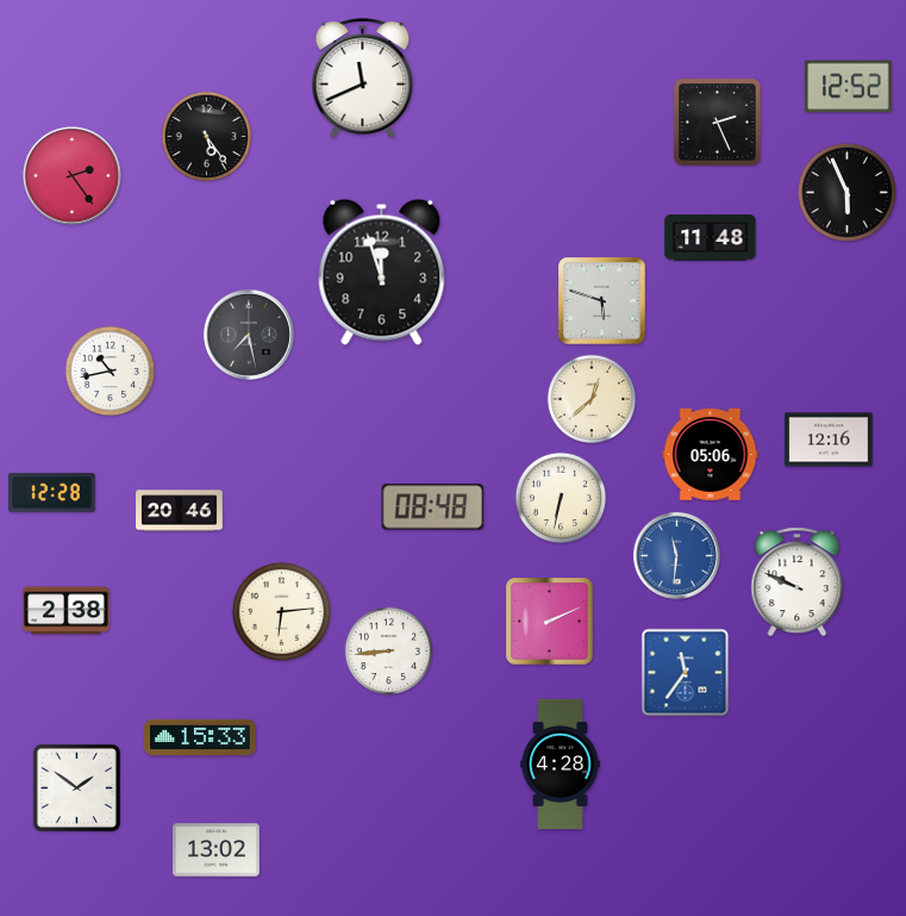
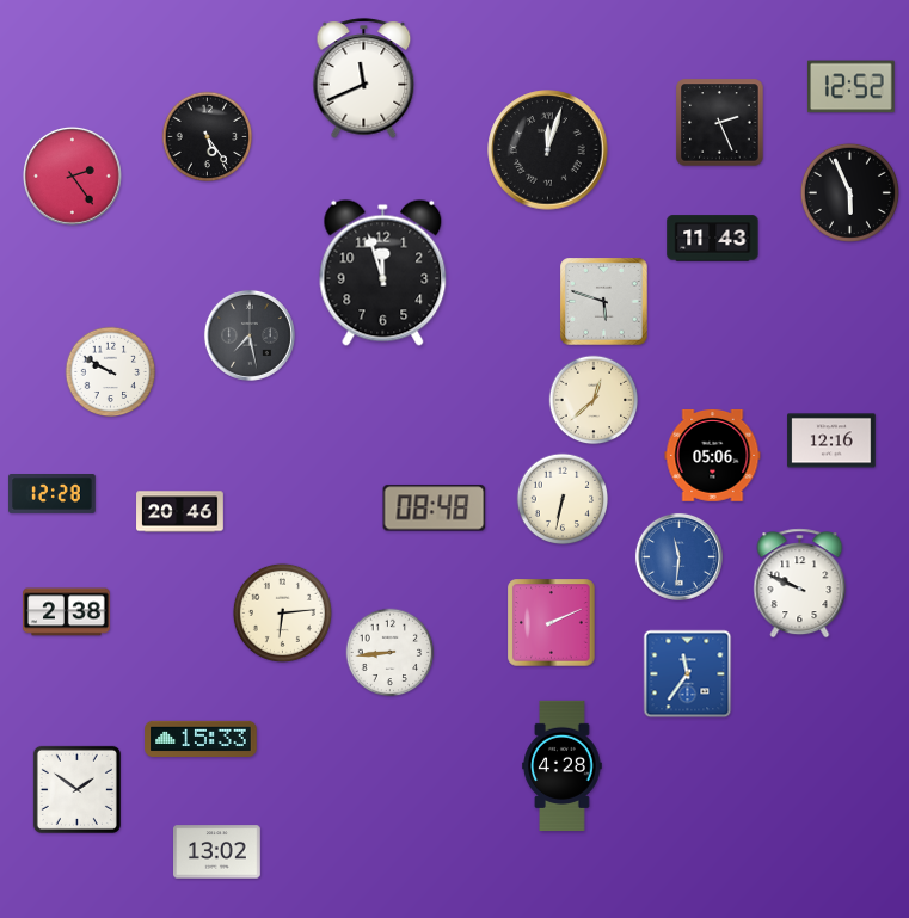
clock at (548, 150): none -> 12:03
clock at (711, 238): 11:48 -> 11:43
clock at (111, 372): 10:43 -> 9:50
